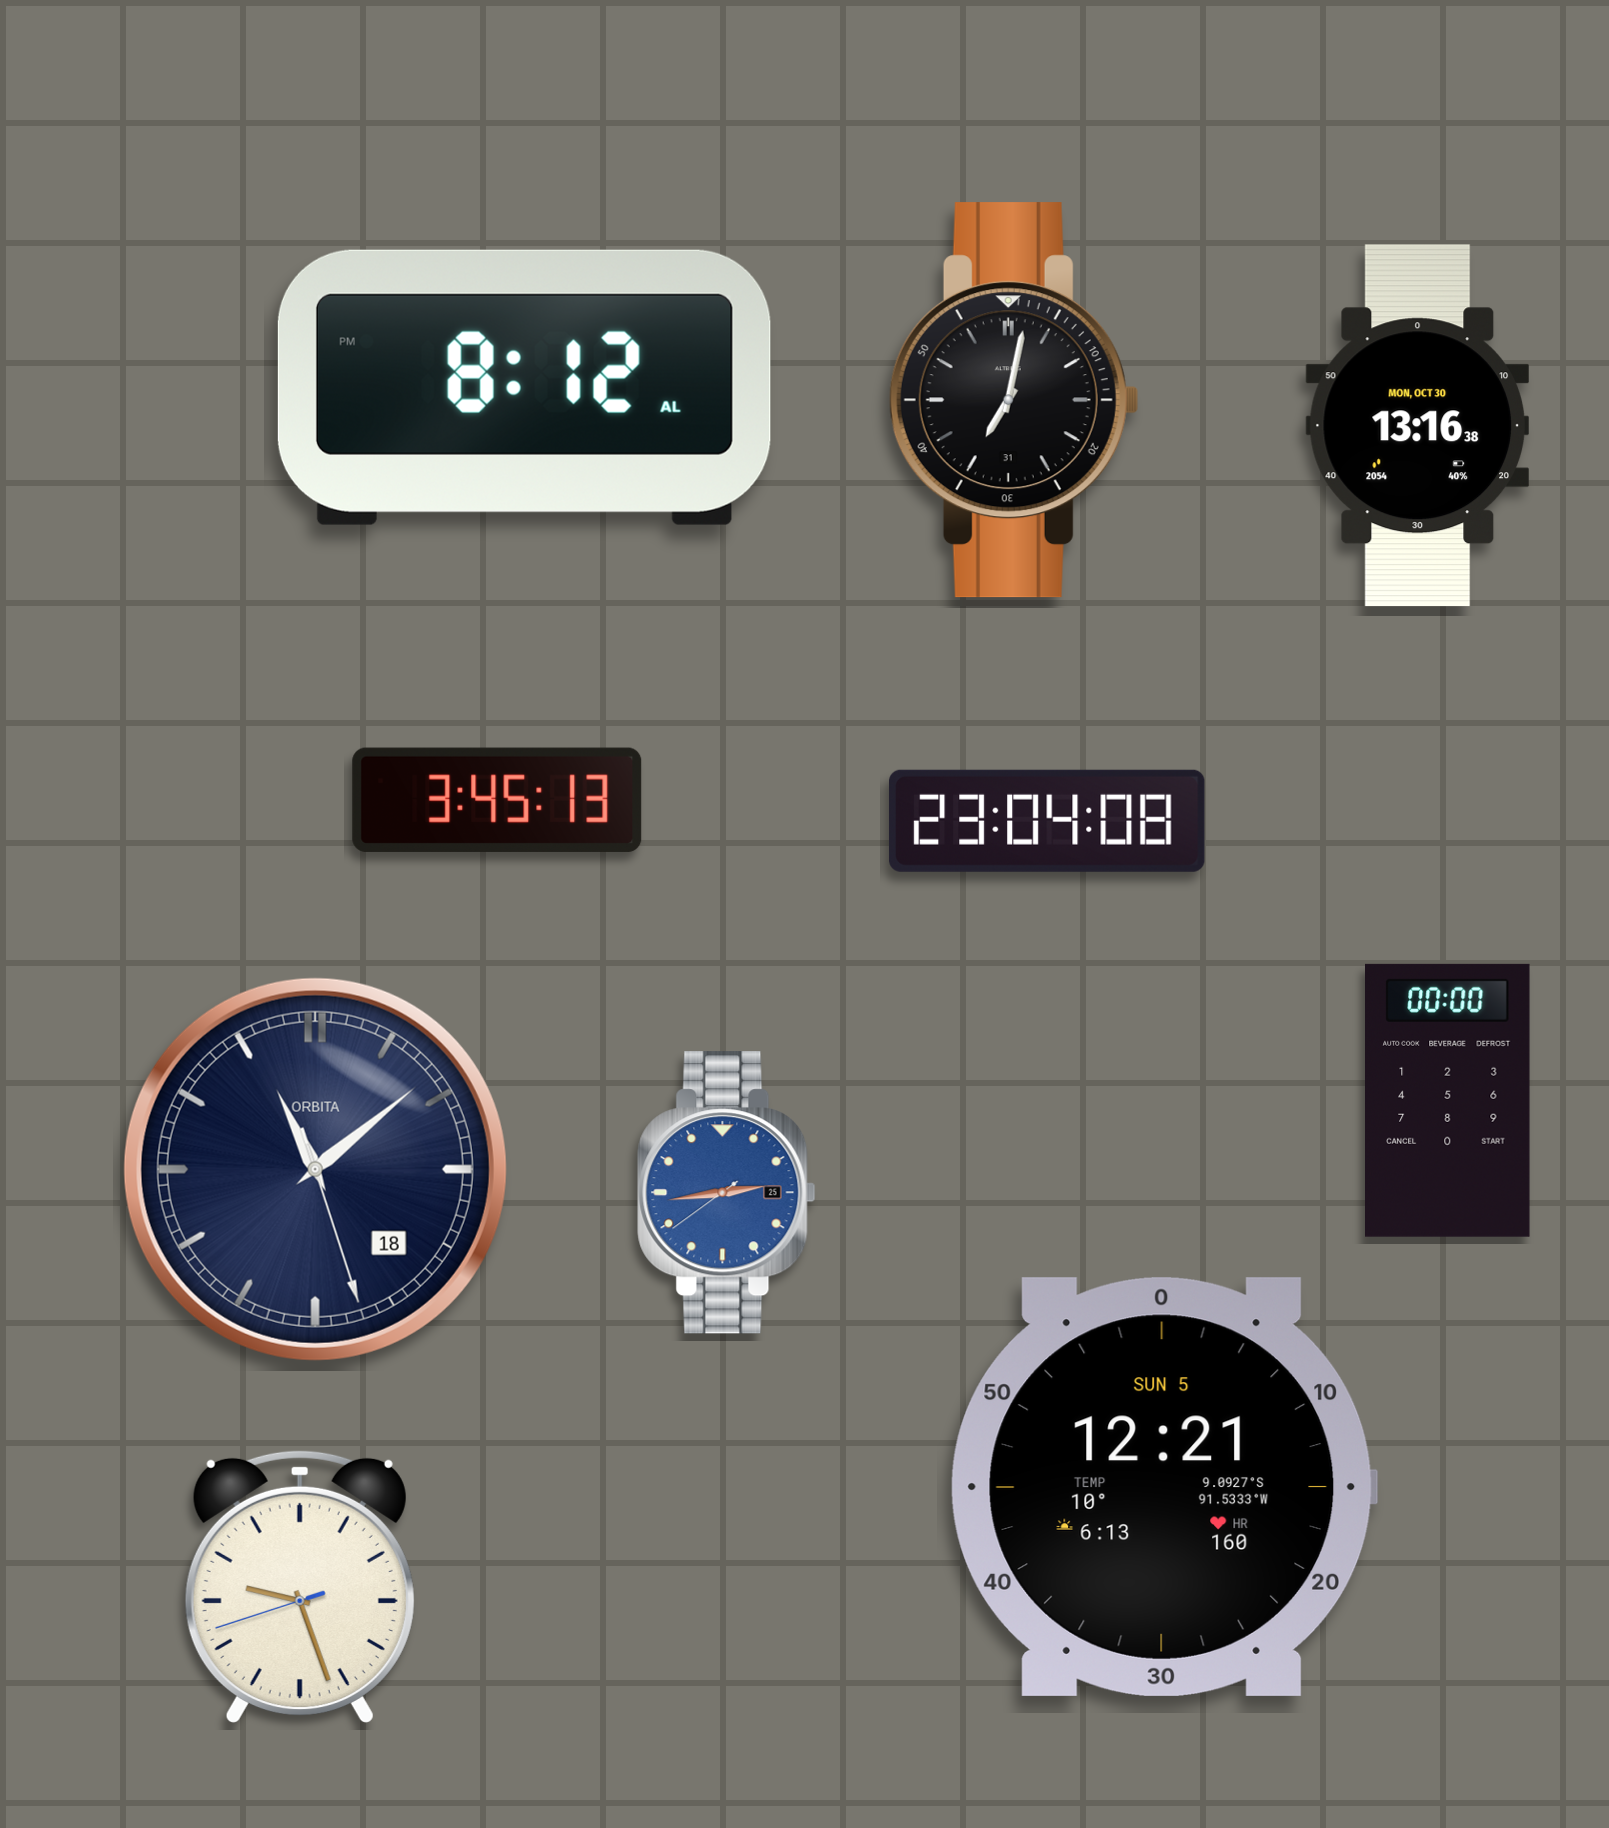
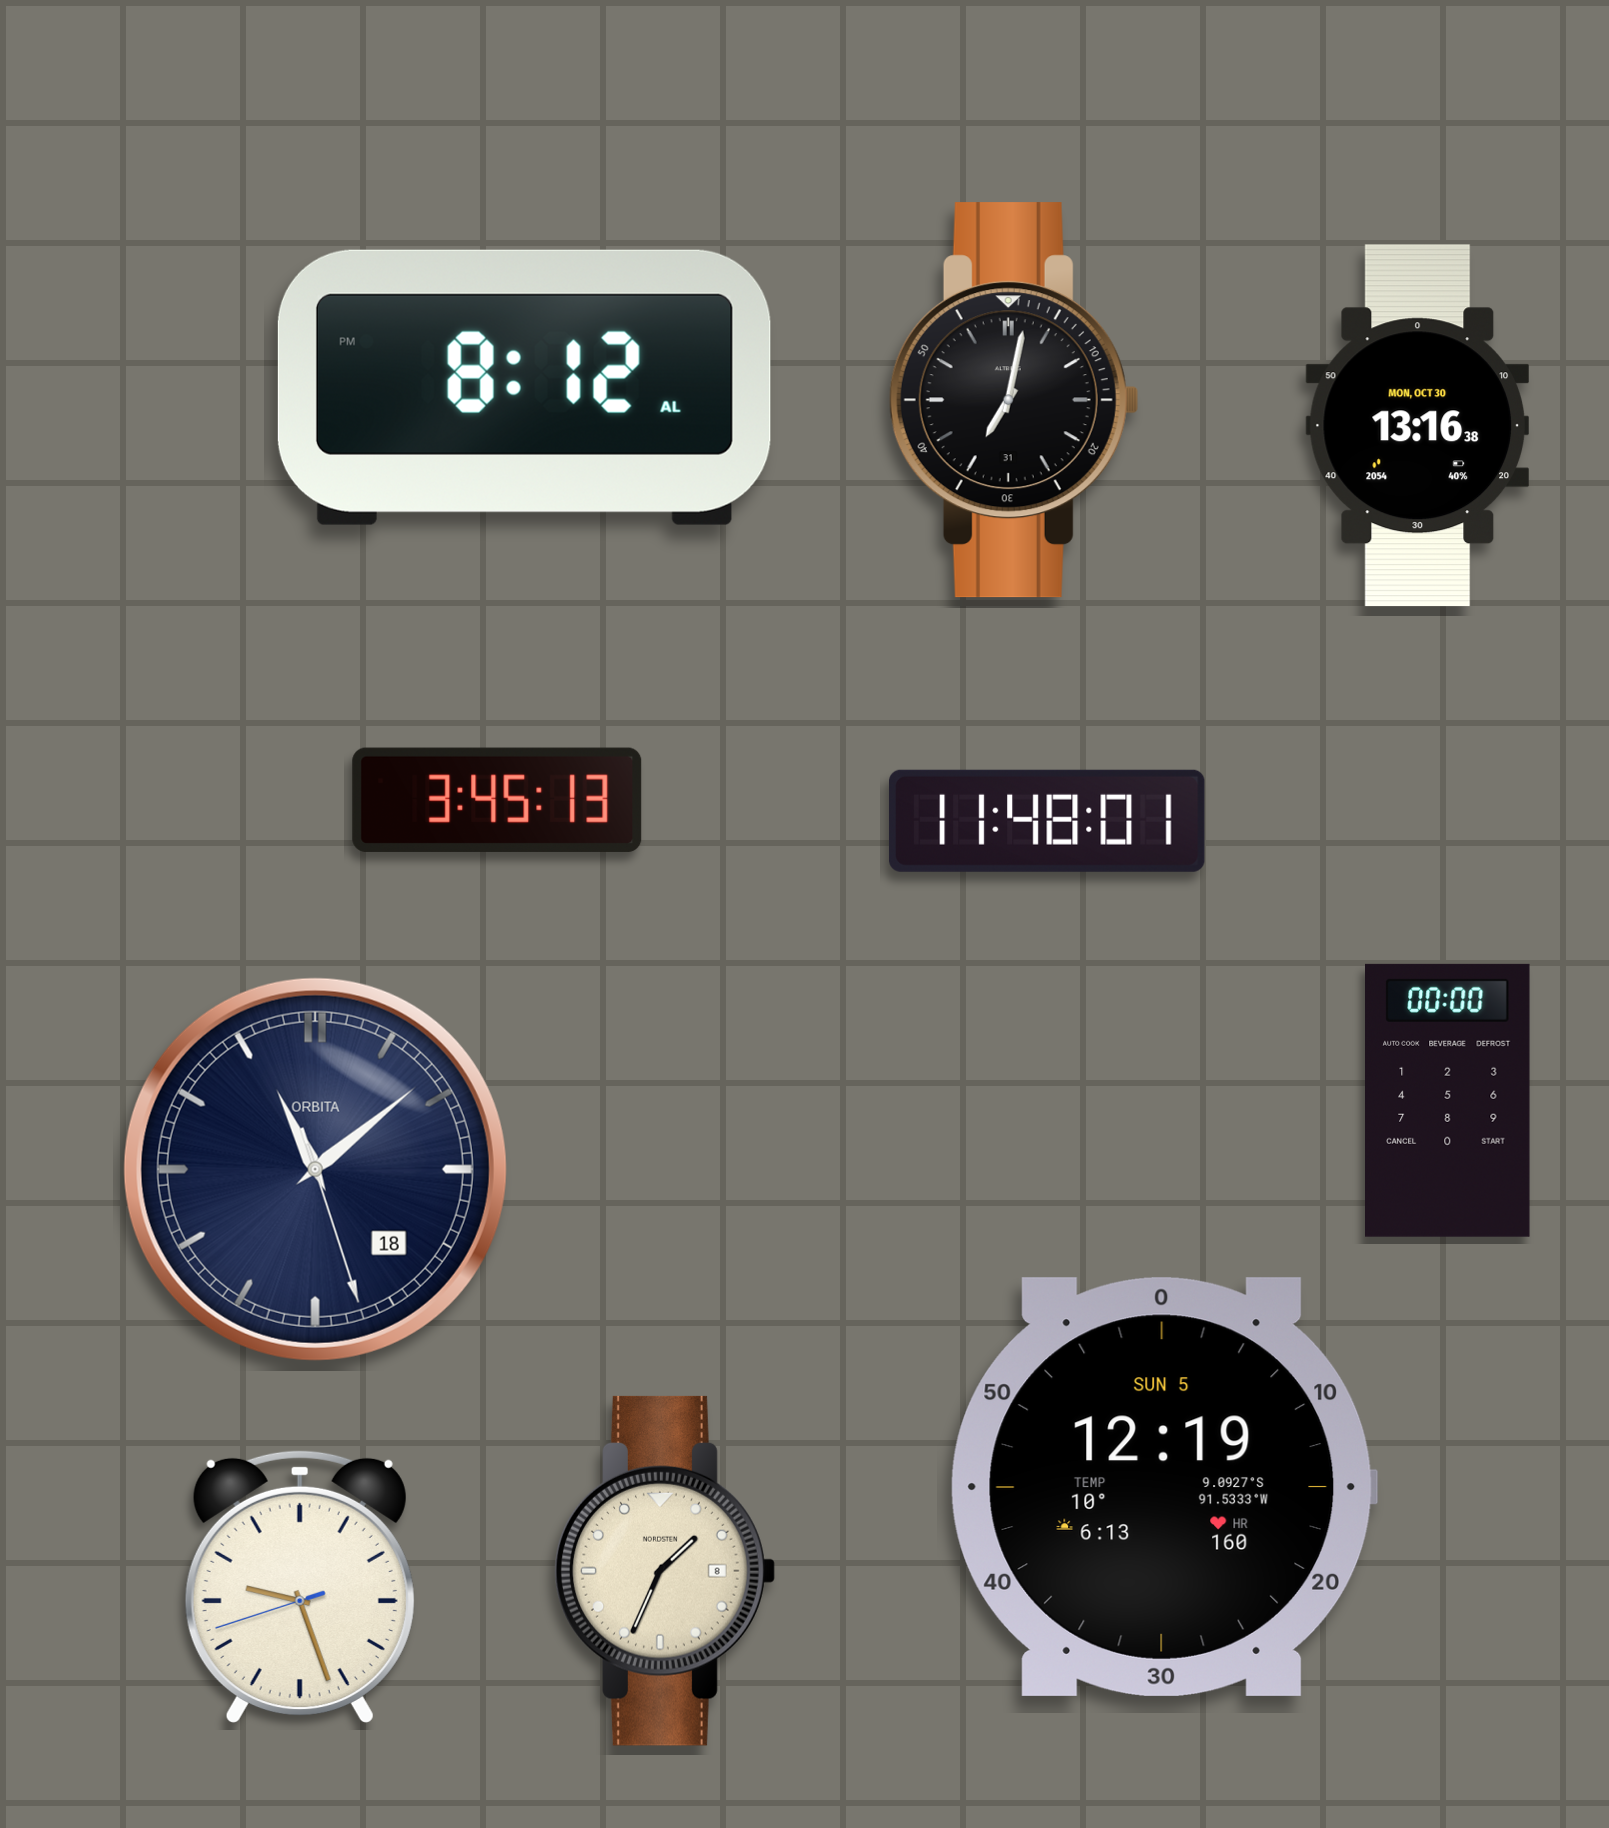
clock at (1048, 821): 23:04 -> 11:48
clock at (727, 1193): 2:43 -> none
clock at (1164, 1487): 12:21 -> 12:19
clock at (665, 1571): none -> 1:34
